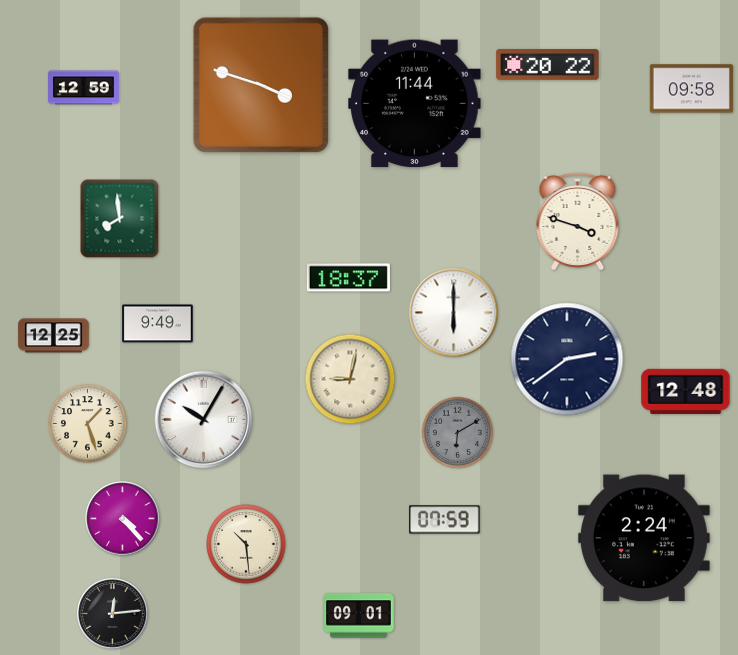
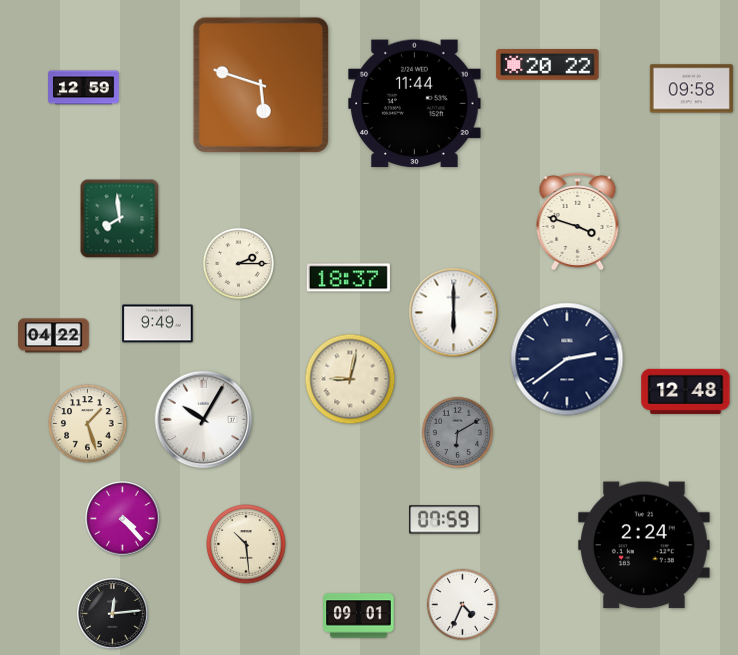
clock at (261, 85): 3:48 -> 5:48
clock at (238, 263): none -> 2:15
clock at (54, 336): 12:25 -> 04:22
clock at (645, 538) position: (645, 538) -> (645, 545)
clock at (462, 604): none -> 4:34
